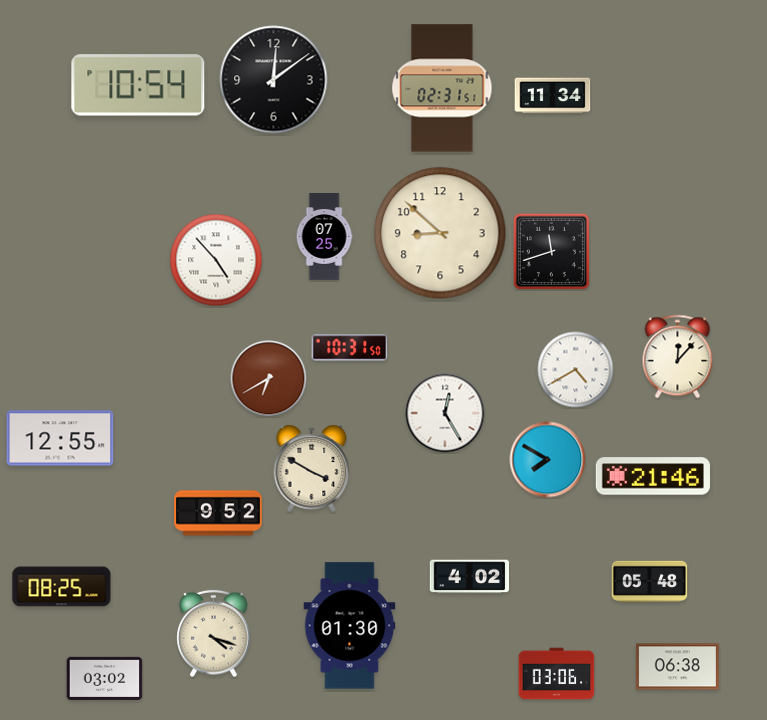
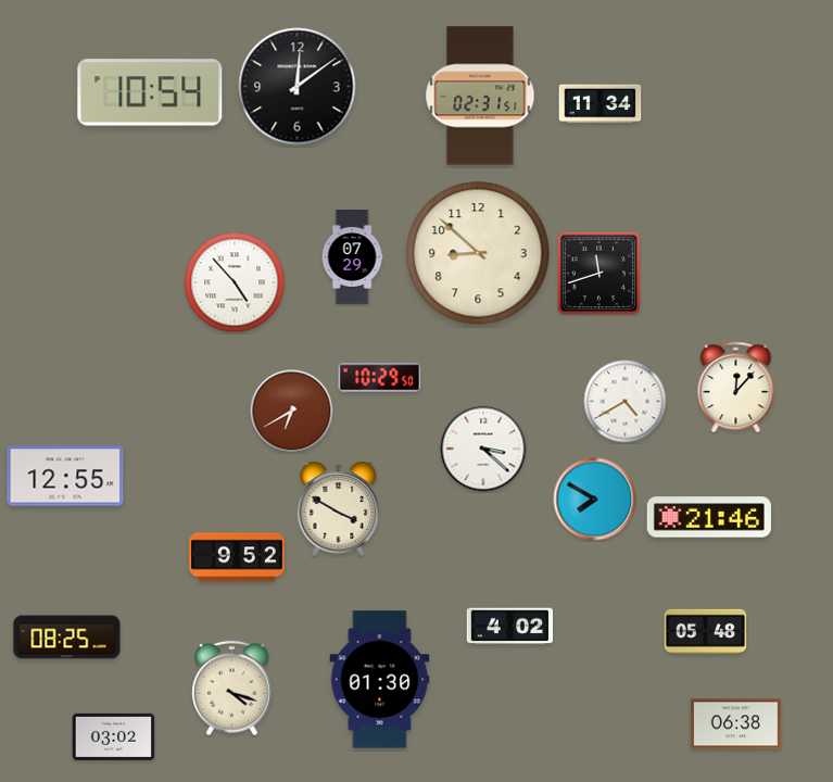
clock at (324, 237): 07:25 -> 07:29
clock at (350, 348): 10:31 -> 10:29
clock at (445, 413): 12:25 -> 3:22
clock at (557, 674): 03:06 -> none
